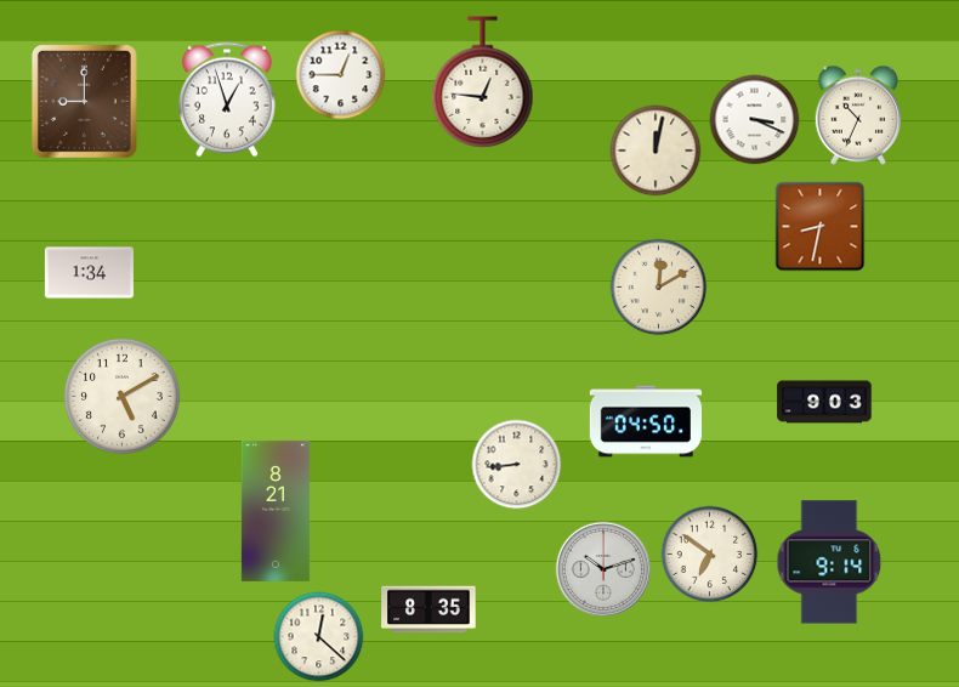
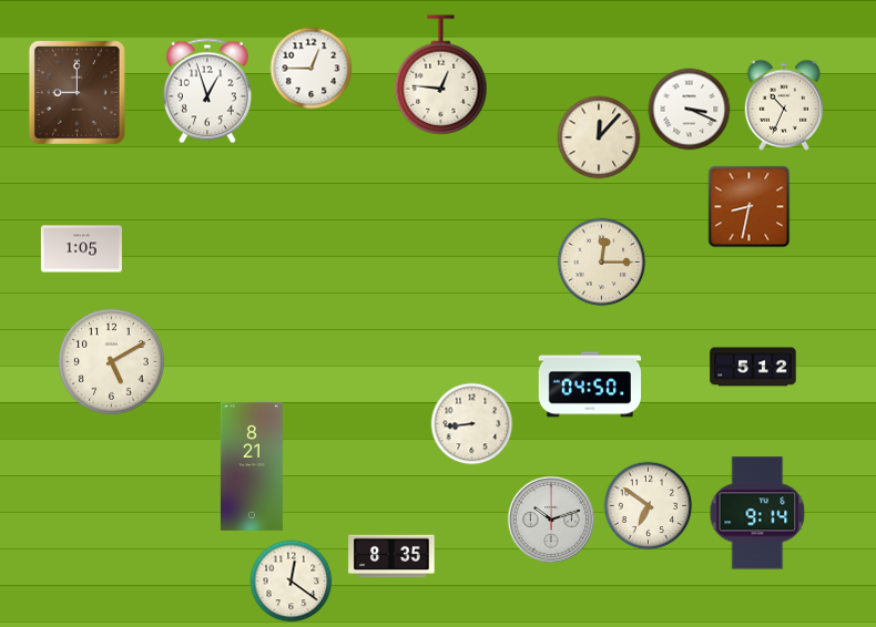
clock at (656, 151): 12:02 -> 12:07
clock at (89, 273): 1:34 -> 1:05
clock at (659, 288): 12:10 -> 12:15
clock at (824, 402): 9:03 -> 5:12
clock at (319, 637): 12:22 -> 12:21
